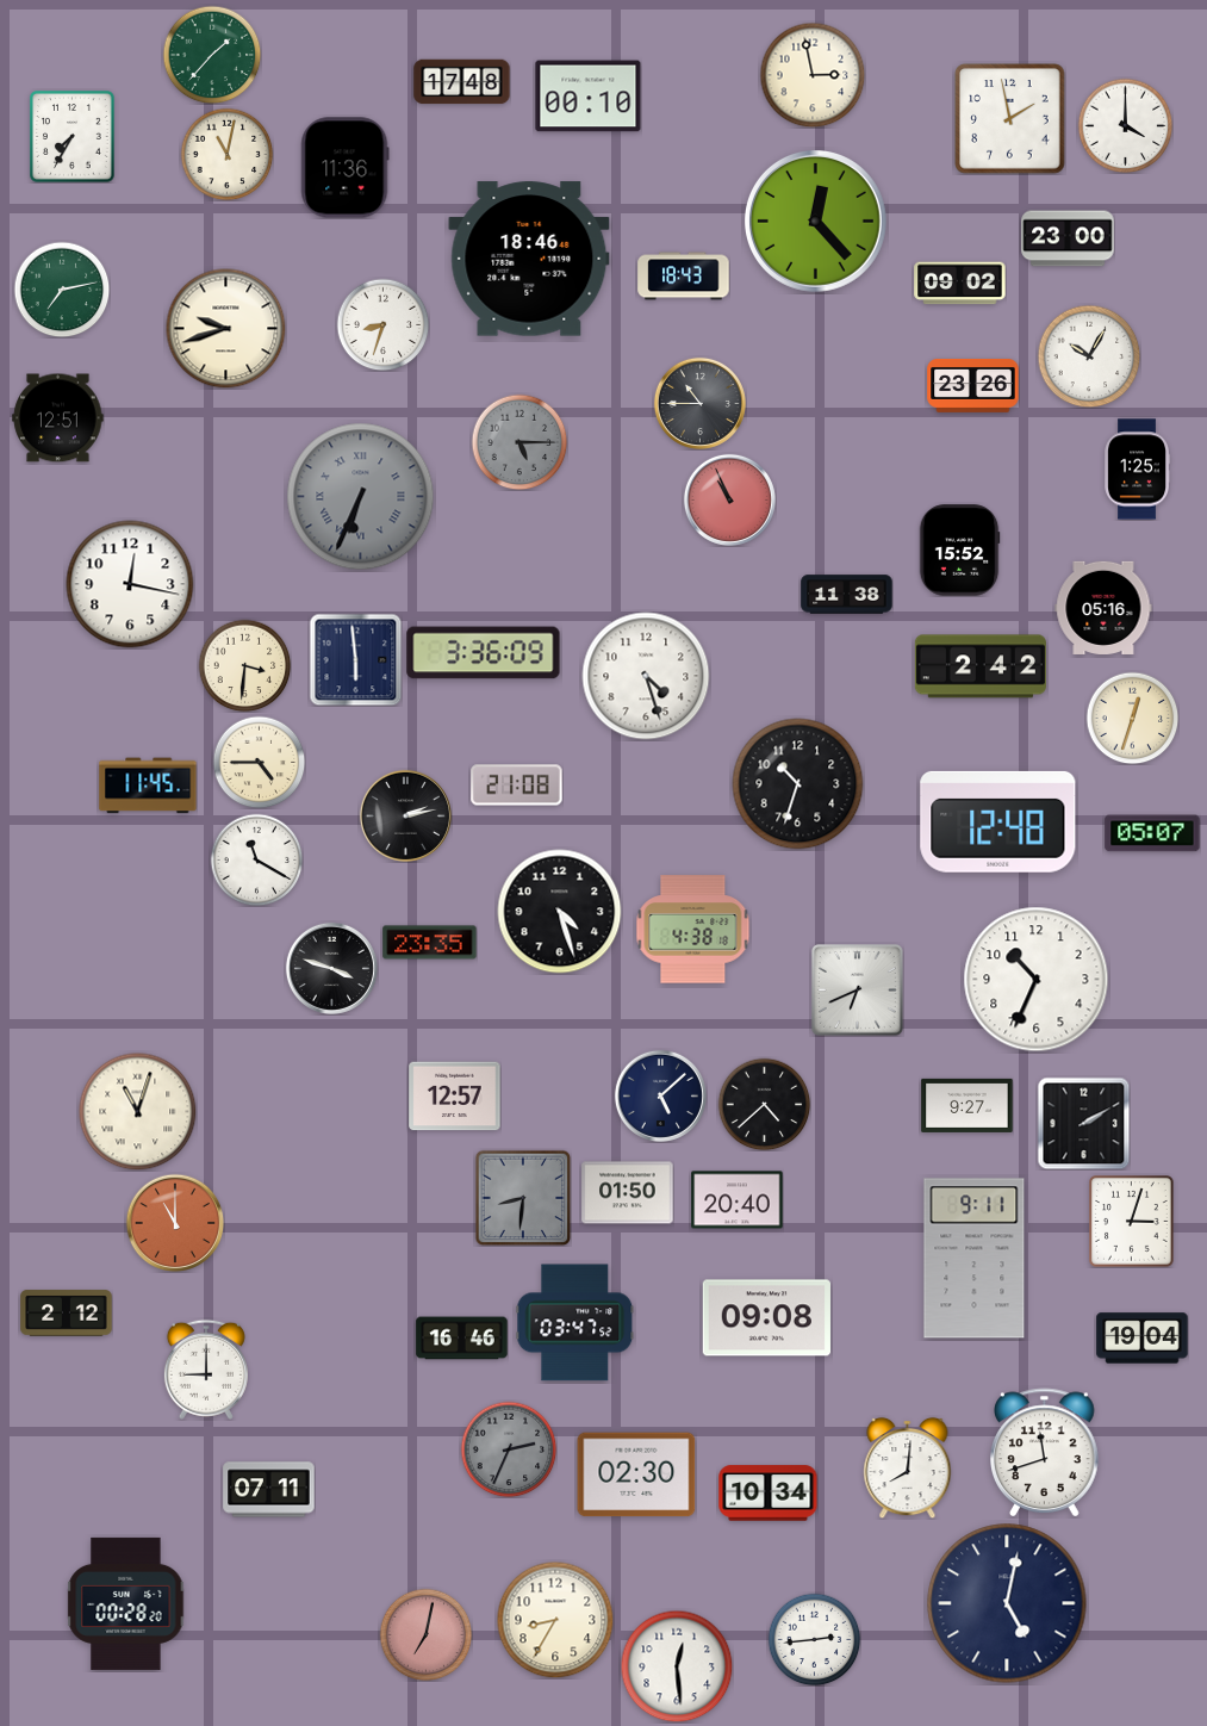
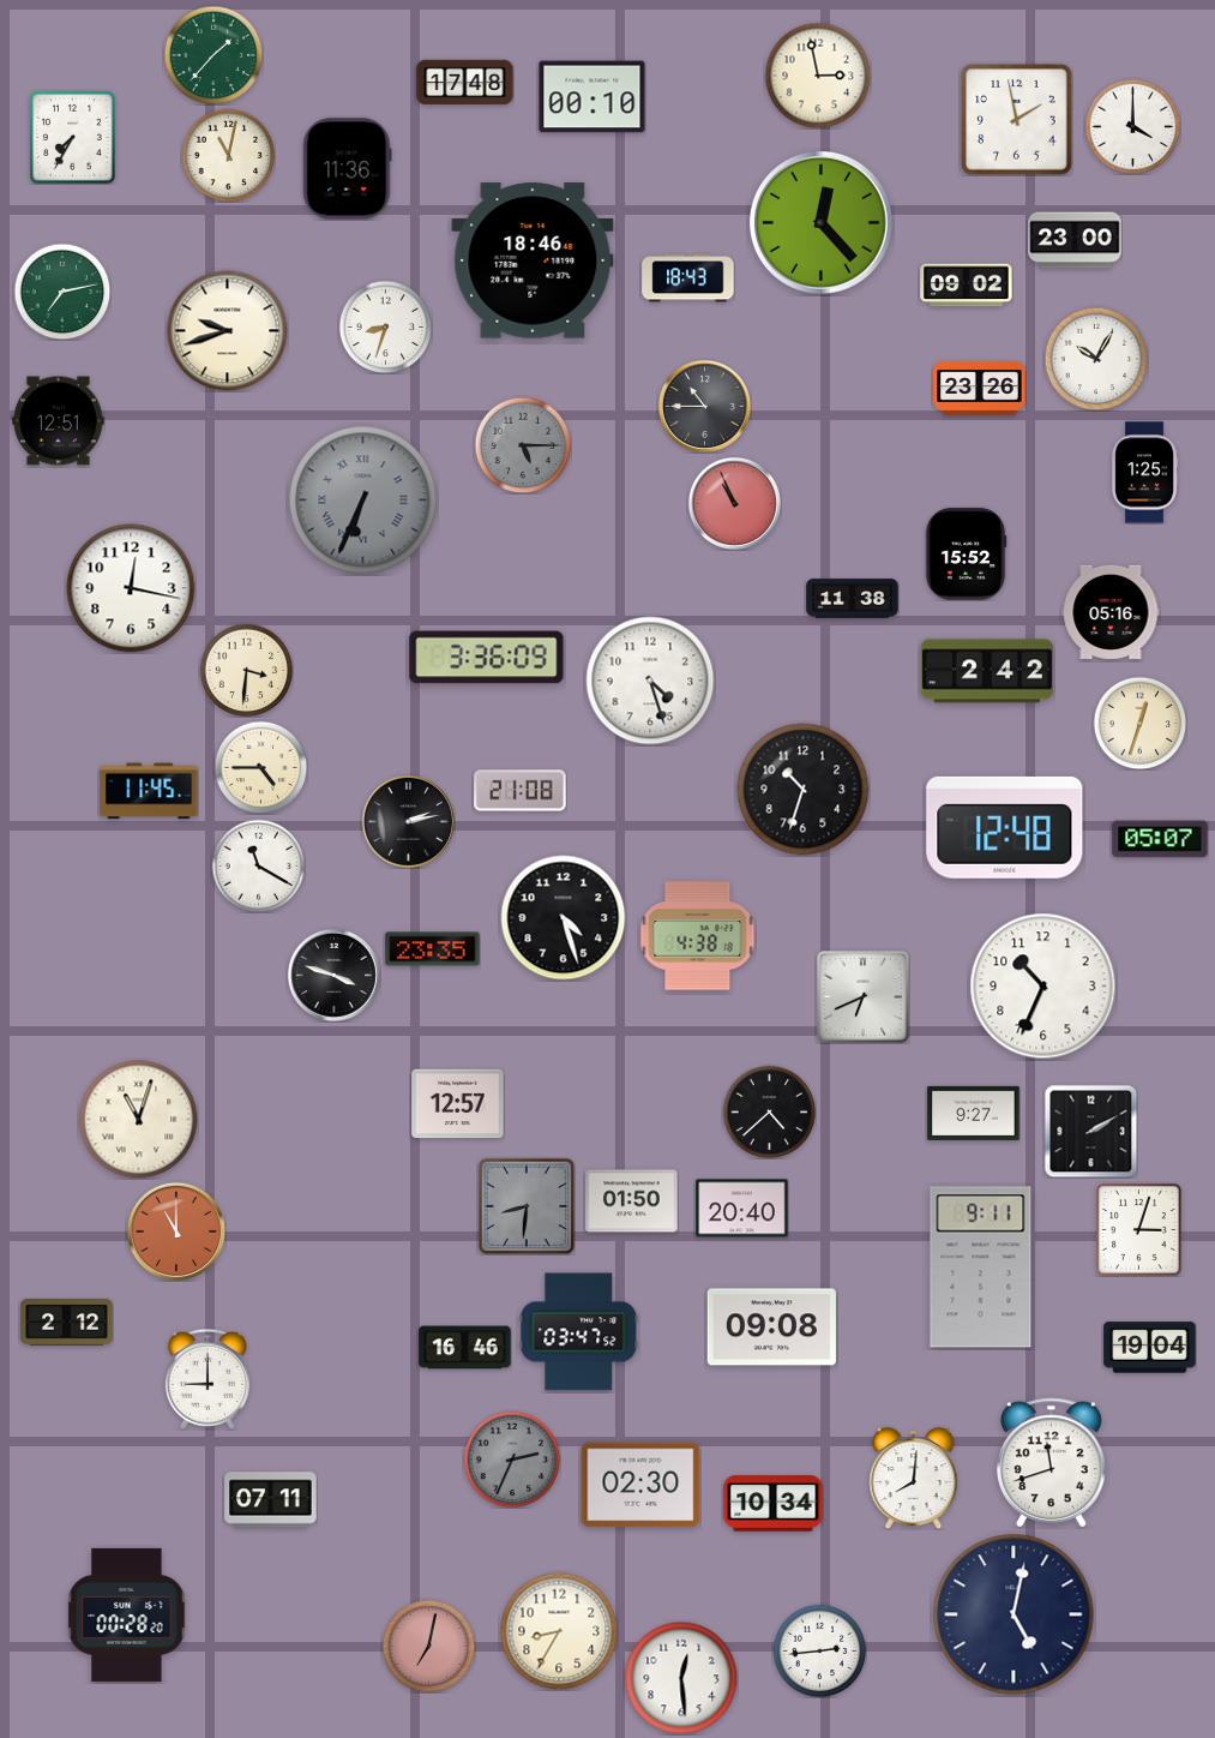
clock at (355, 659): 5:59 -> none
clock at (660, 1095): 5:08 -> none
